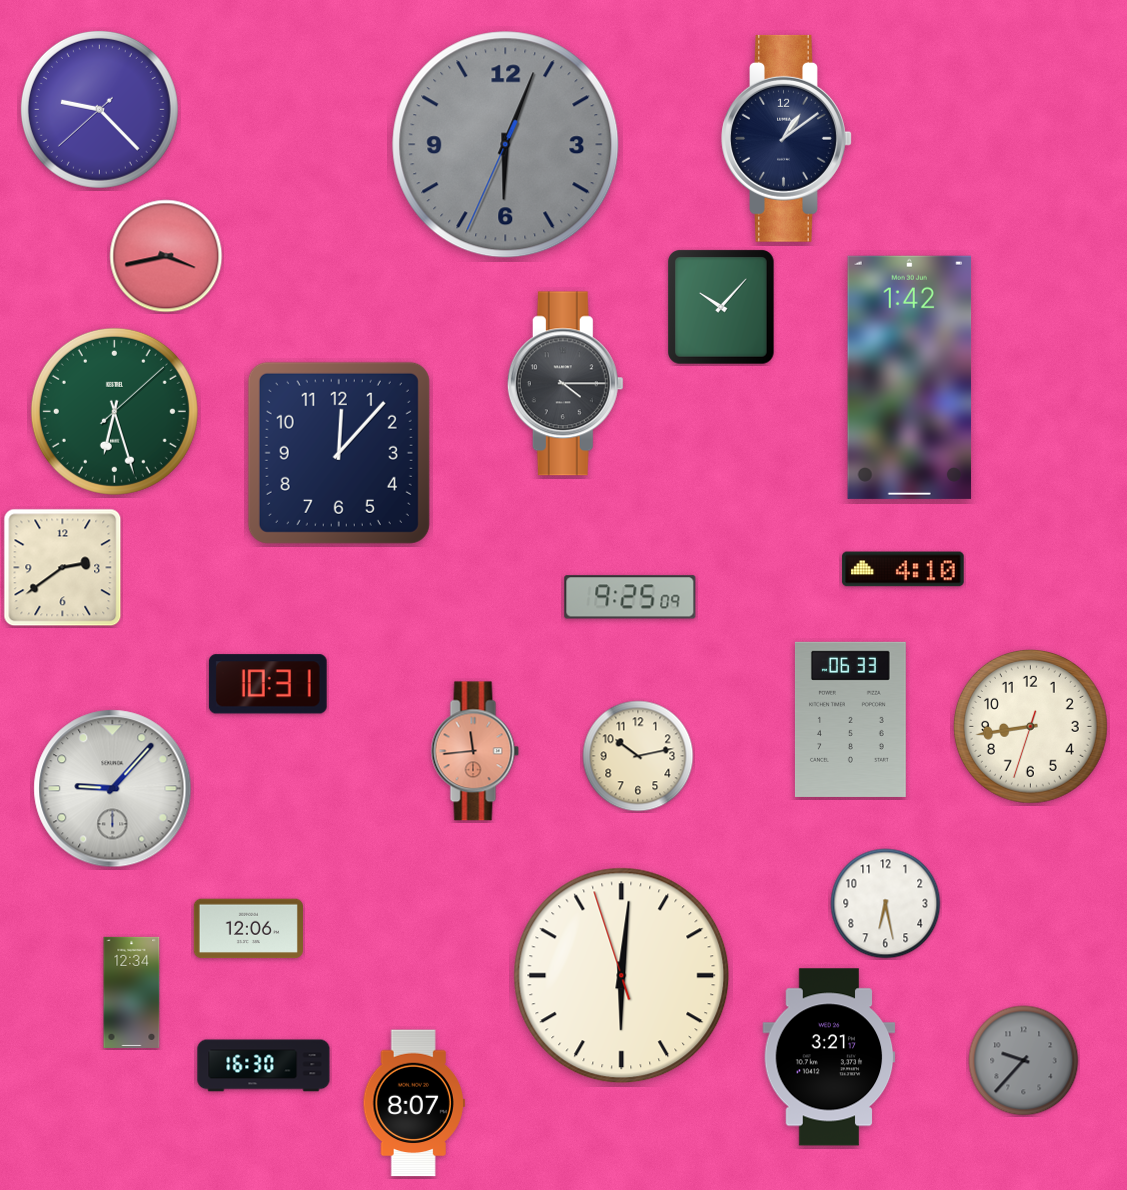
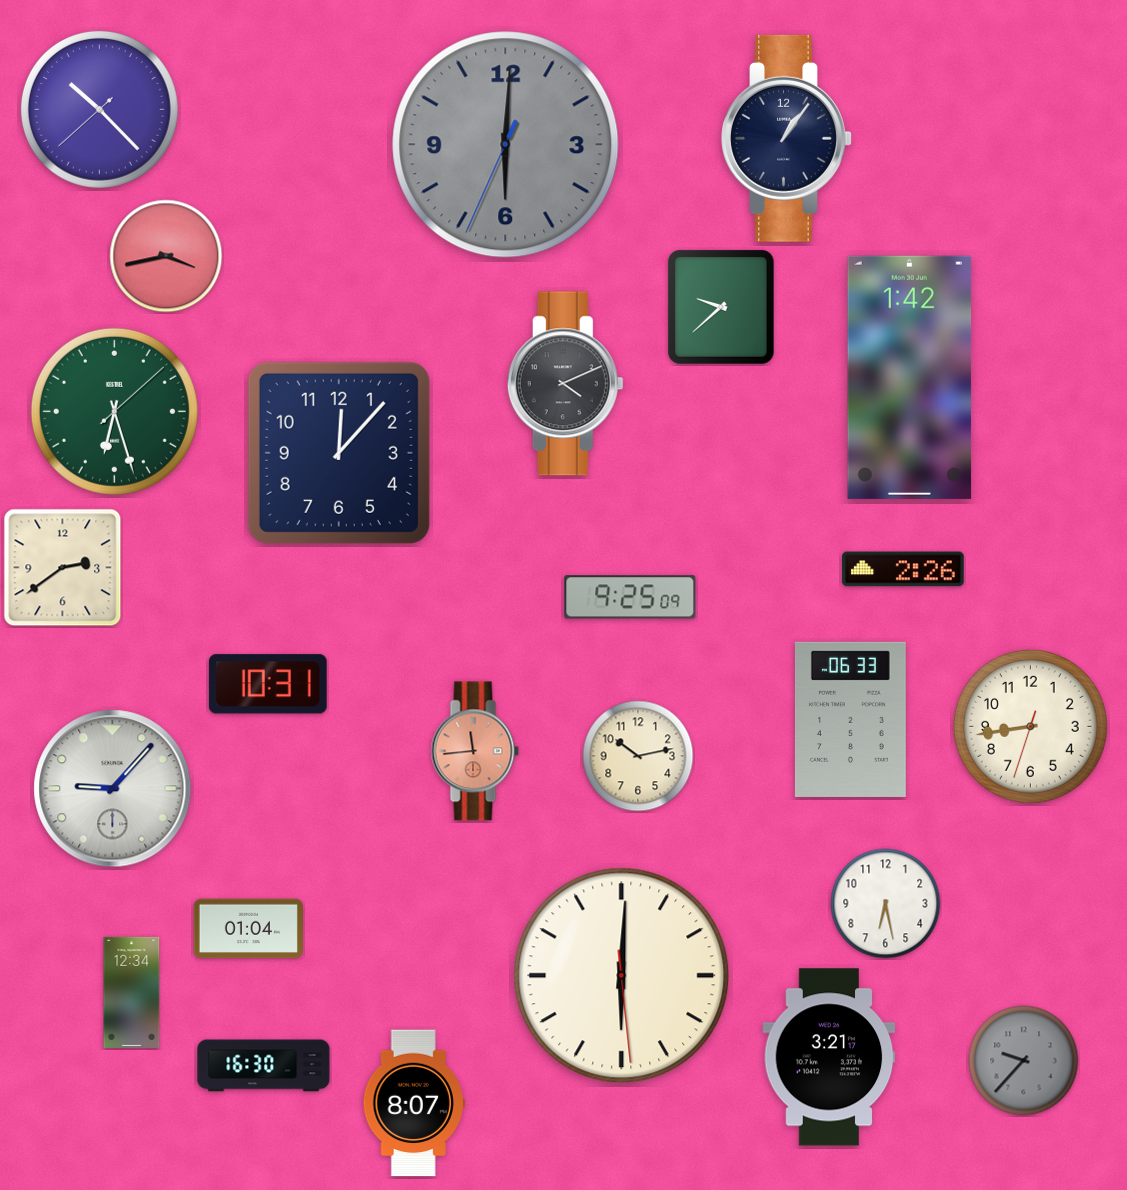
clock at (99, 109): 9:22 -> 10:22
clock at (787, 138): 1:09 -> 1:06
clock at (506, 145): 6:03 -> 6:00
clock at (721, 307): 10:07 -> 9:38
clock at (565, 384): 4:15 -> 4:11
clock at (903, 569): 4:10 -> 2:26
clock at (248, 929): 12:06 -> 01:04
clock at (622, 976): 6:00:57 -> 6:00:29
